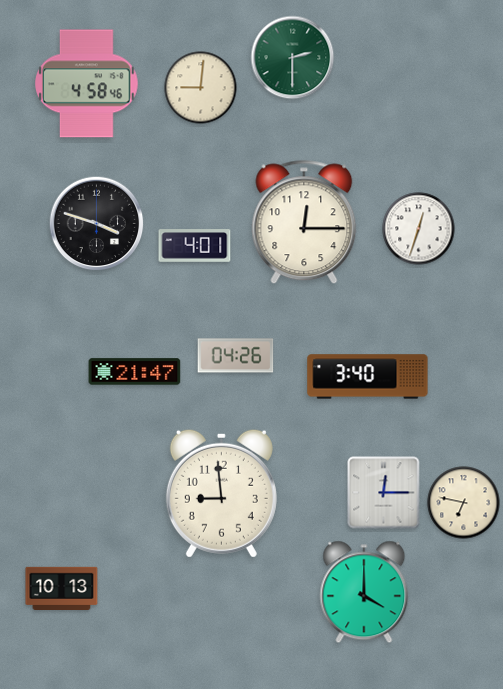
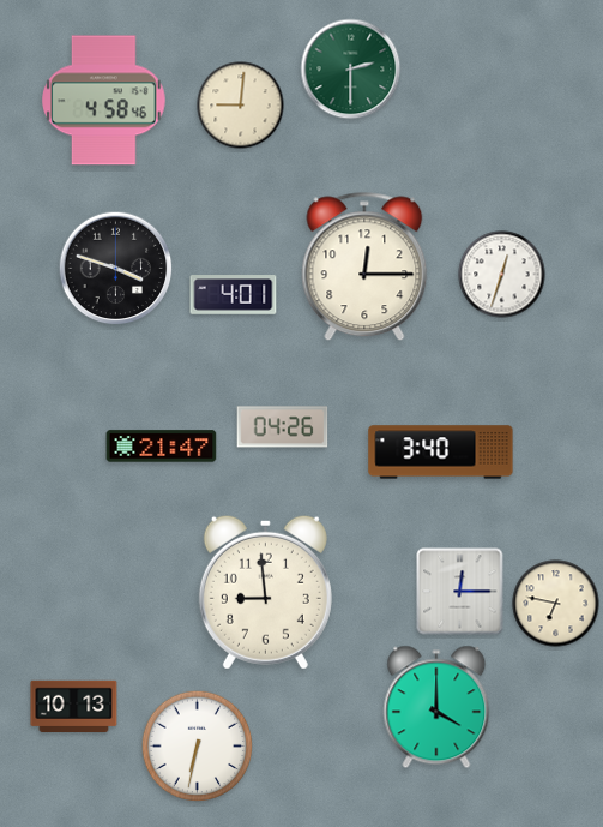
clock at (364, 592) position: (364, 592) -> (436, 707)
clock at (198, 747): none -> 6:32
